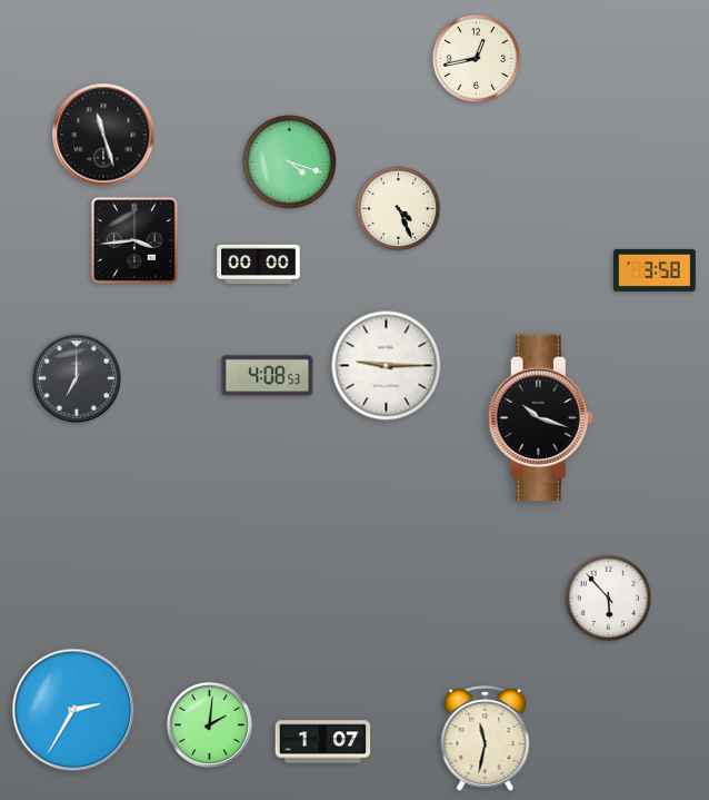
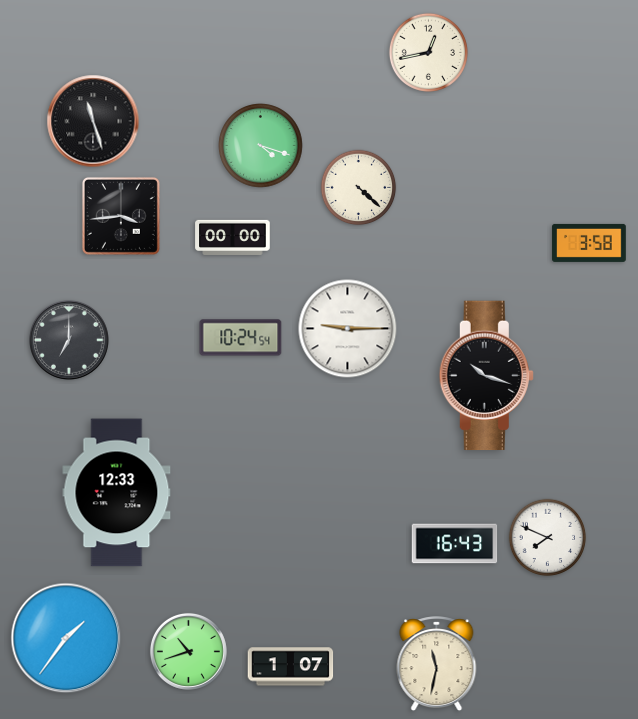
clock at (399, 209): 4:26 -> 4:22
clock at (268, 376): 4:08 -> 10:24
clock at (117, 493): none -> 12:33
clock at (609, 599): 5:53 -> 7:49
clock at (455, 544): none -> 16:43
clock at (73, 710): 2:35 -> 1:36
clock at (209, 724): 2:01 -> 10:42
